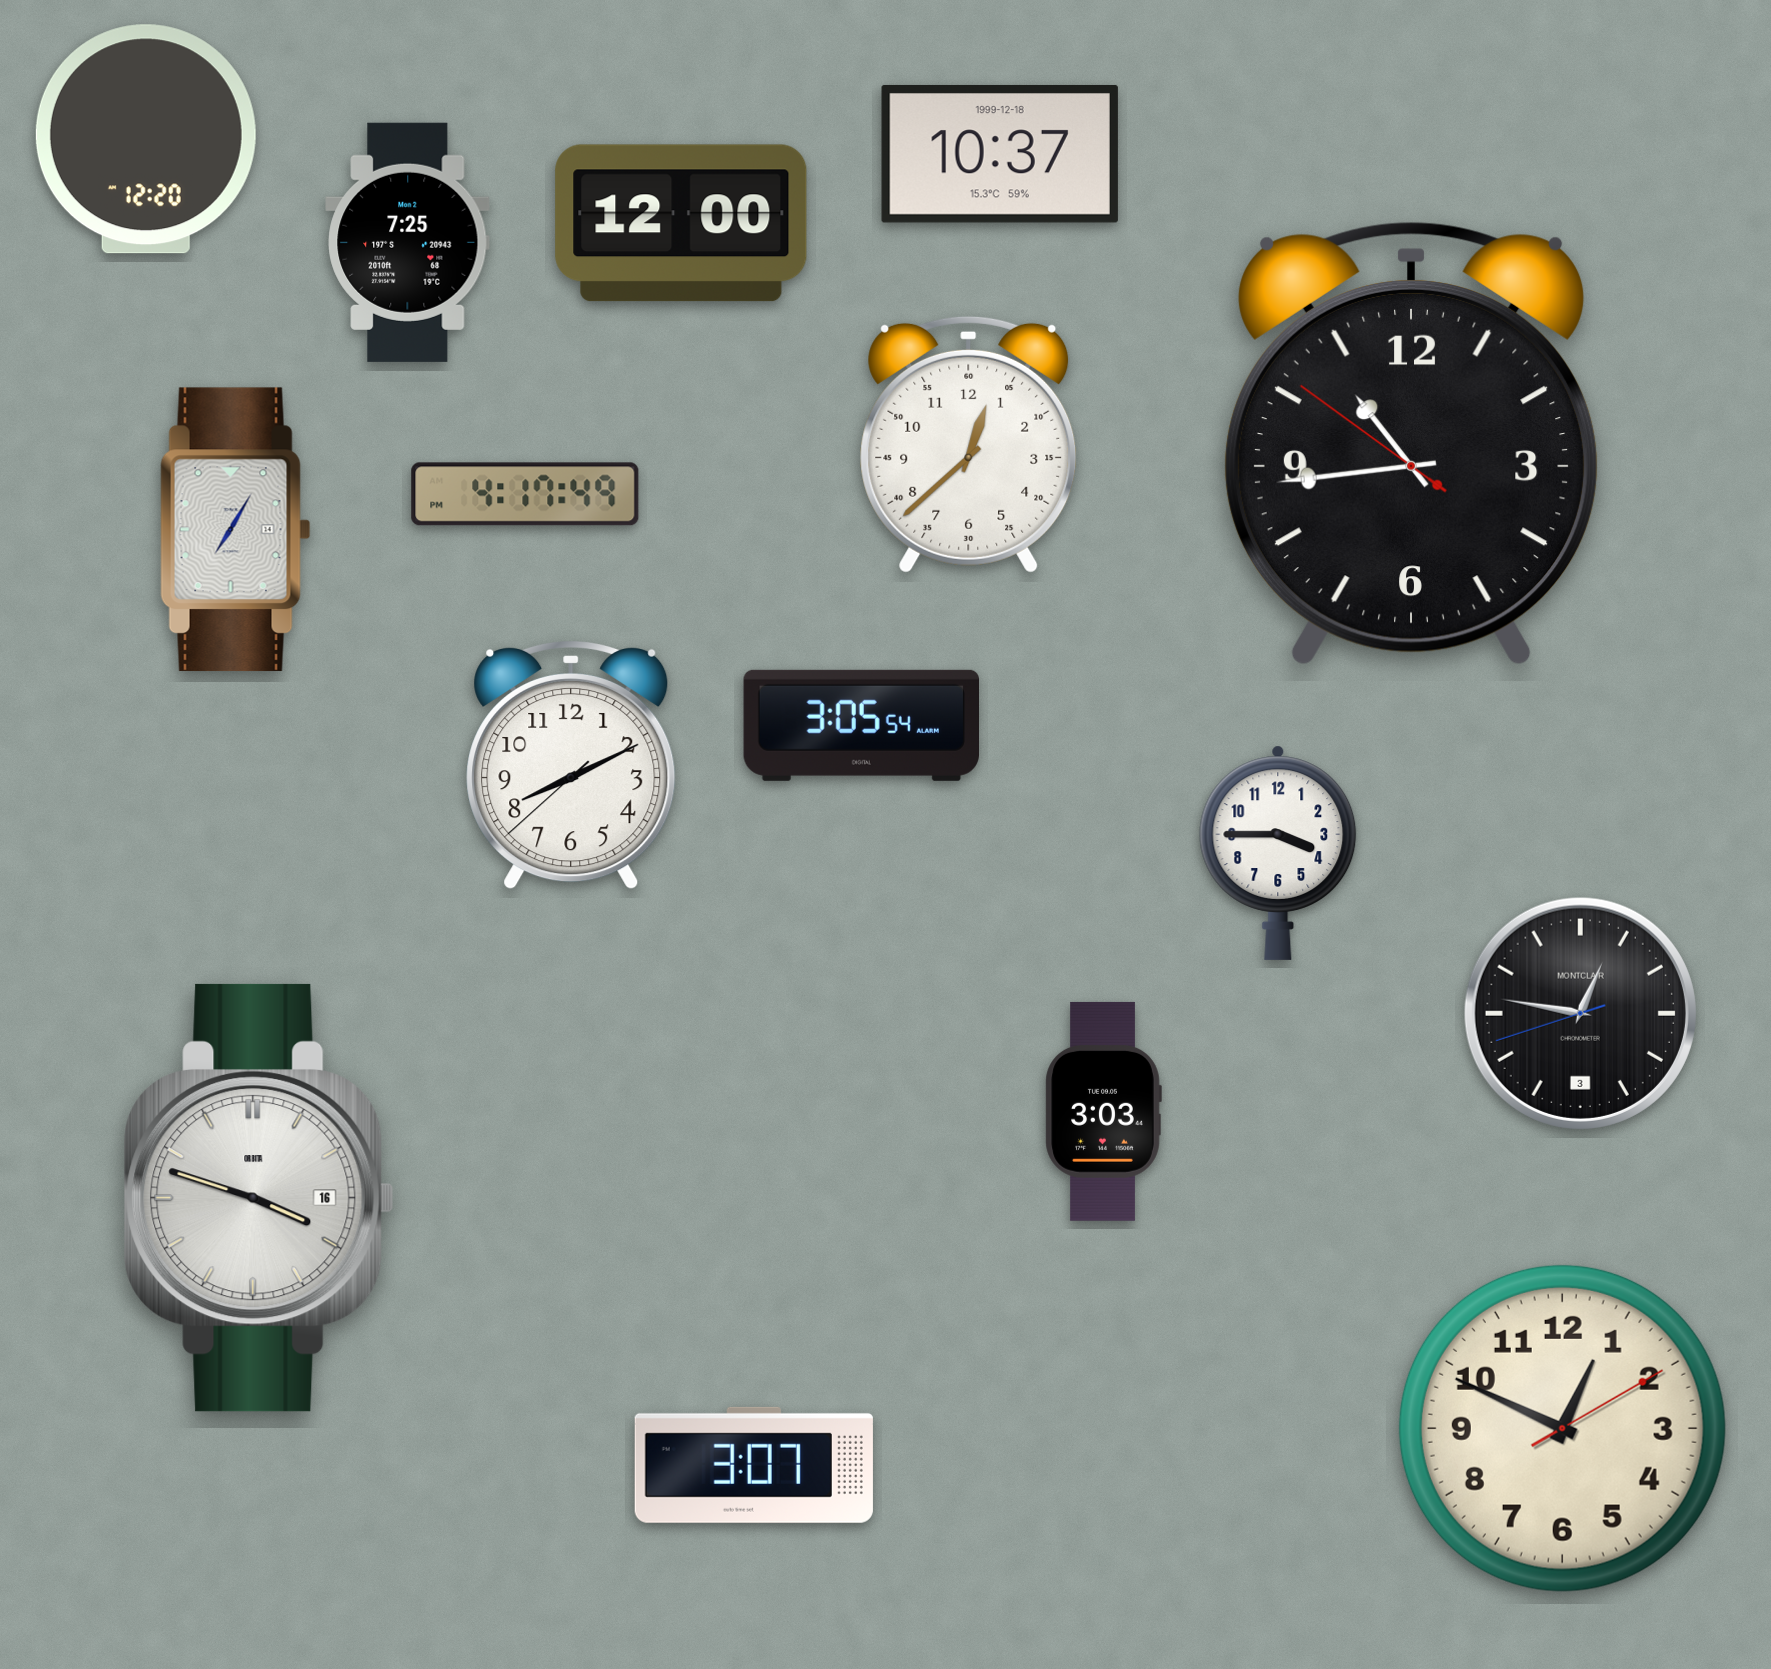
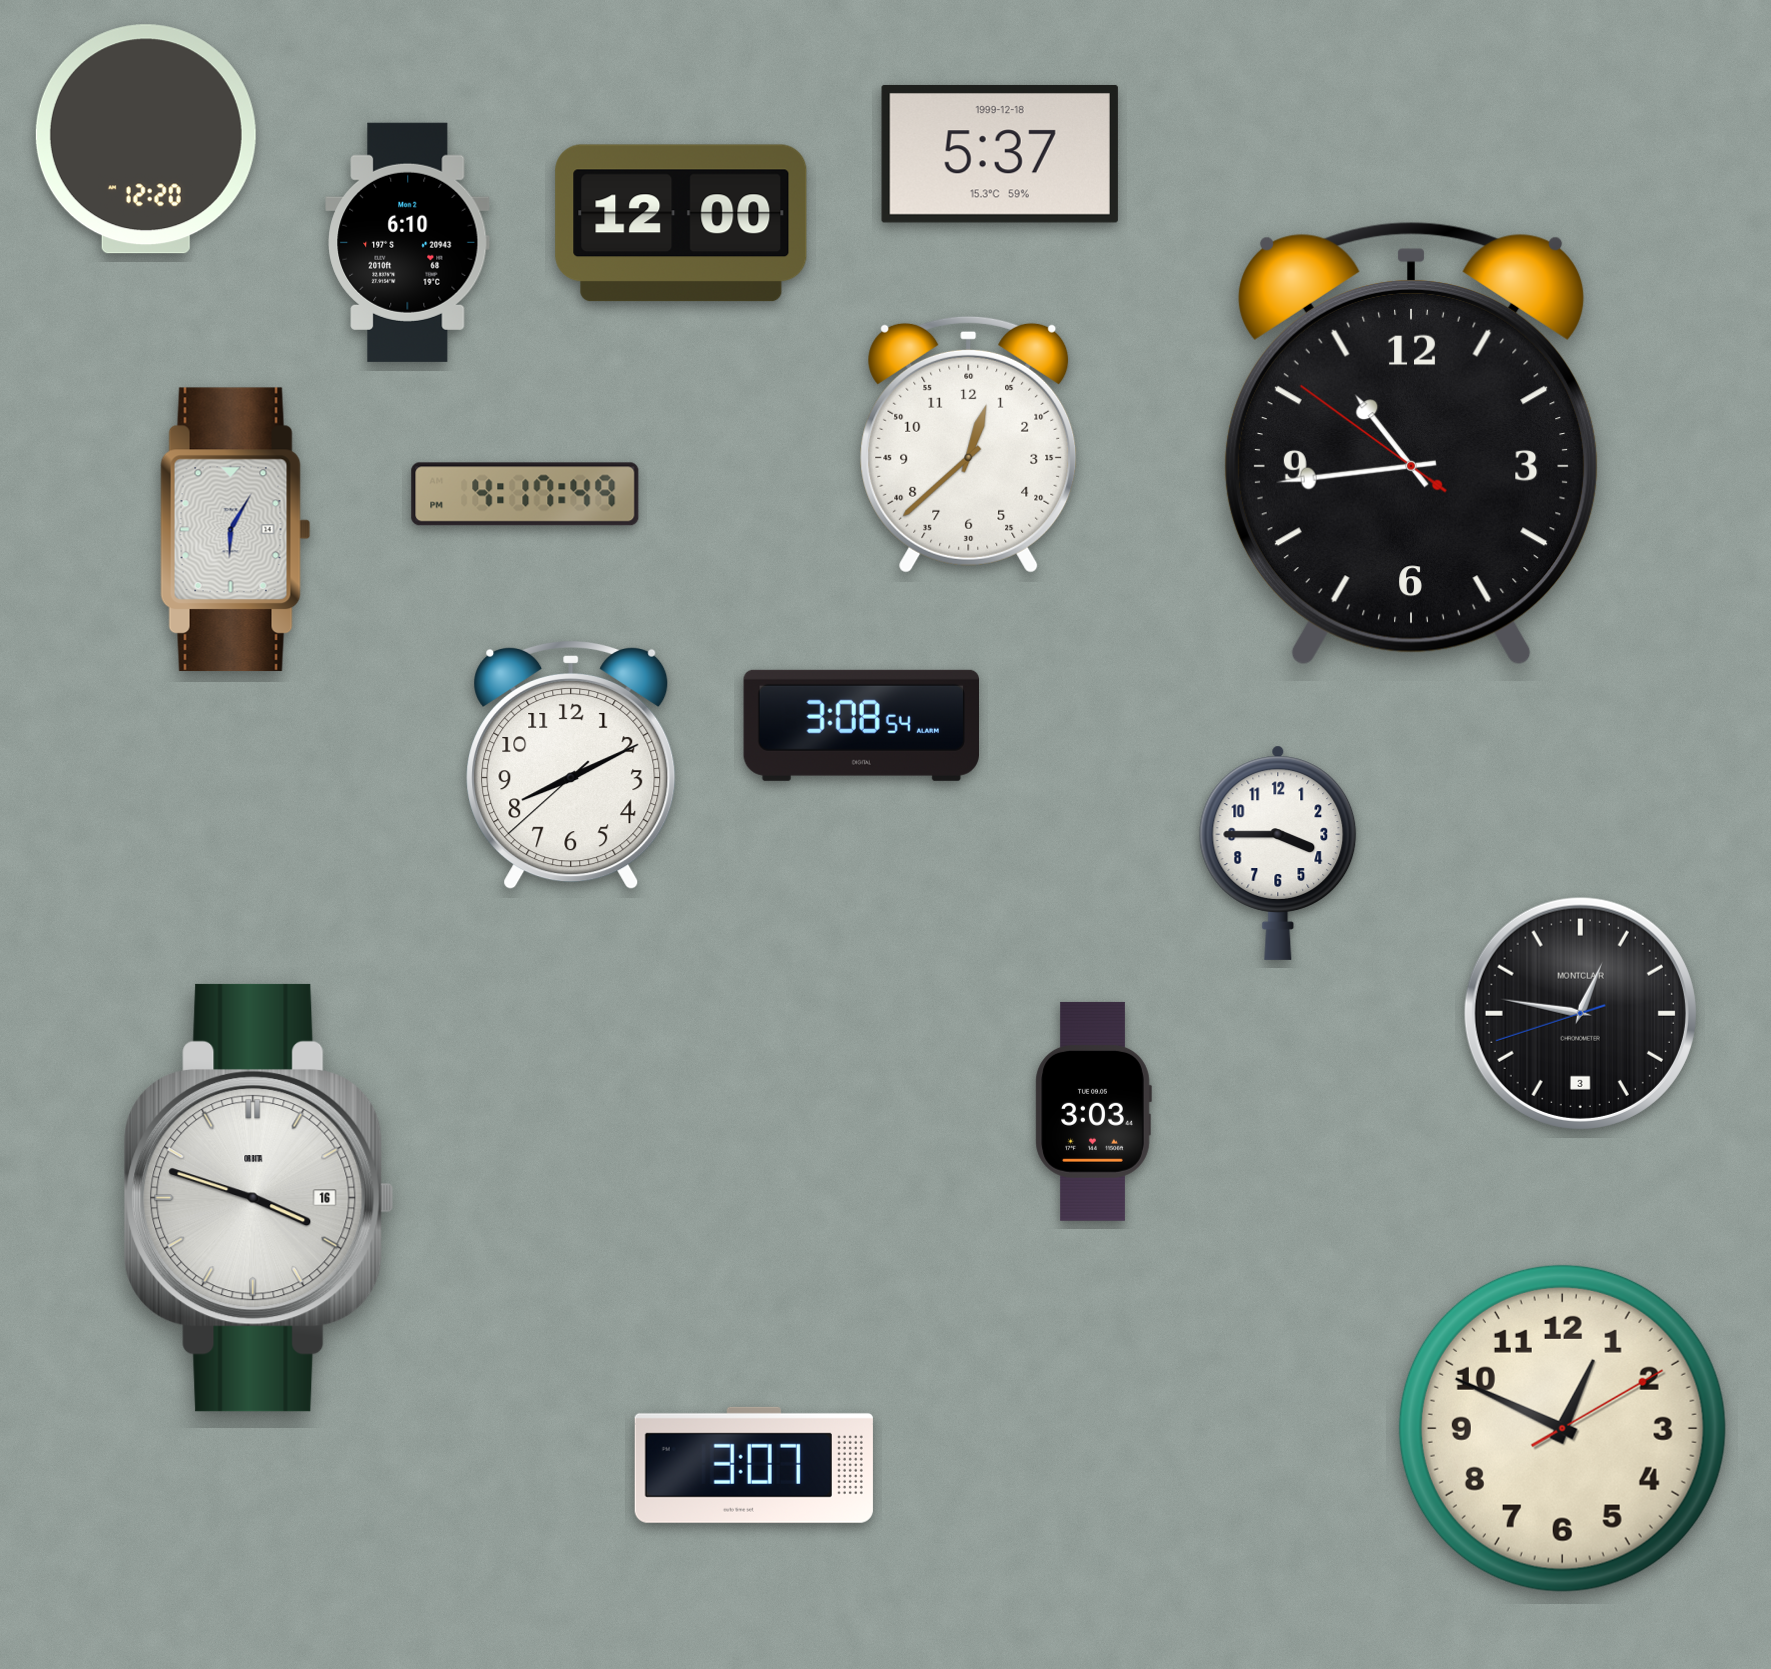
clock at (1000, 154): 10:37 -> 5:37
clock at (408, 242): 7:25 -> 6:10
clock at (236, 530): 7:05 -> 6:05
clock at (861, 725): 3:05 -> 3:08
clock at (1103, 1111) position: (1103, 1111) -> (1093, 1111)
